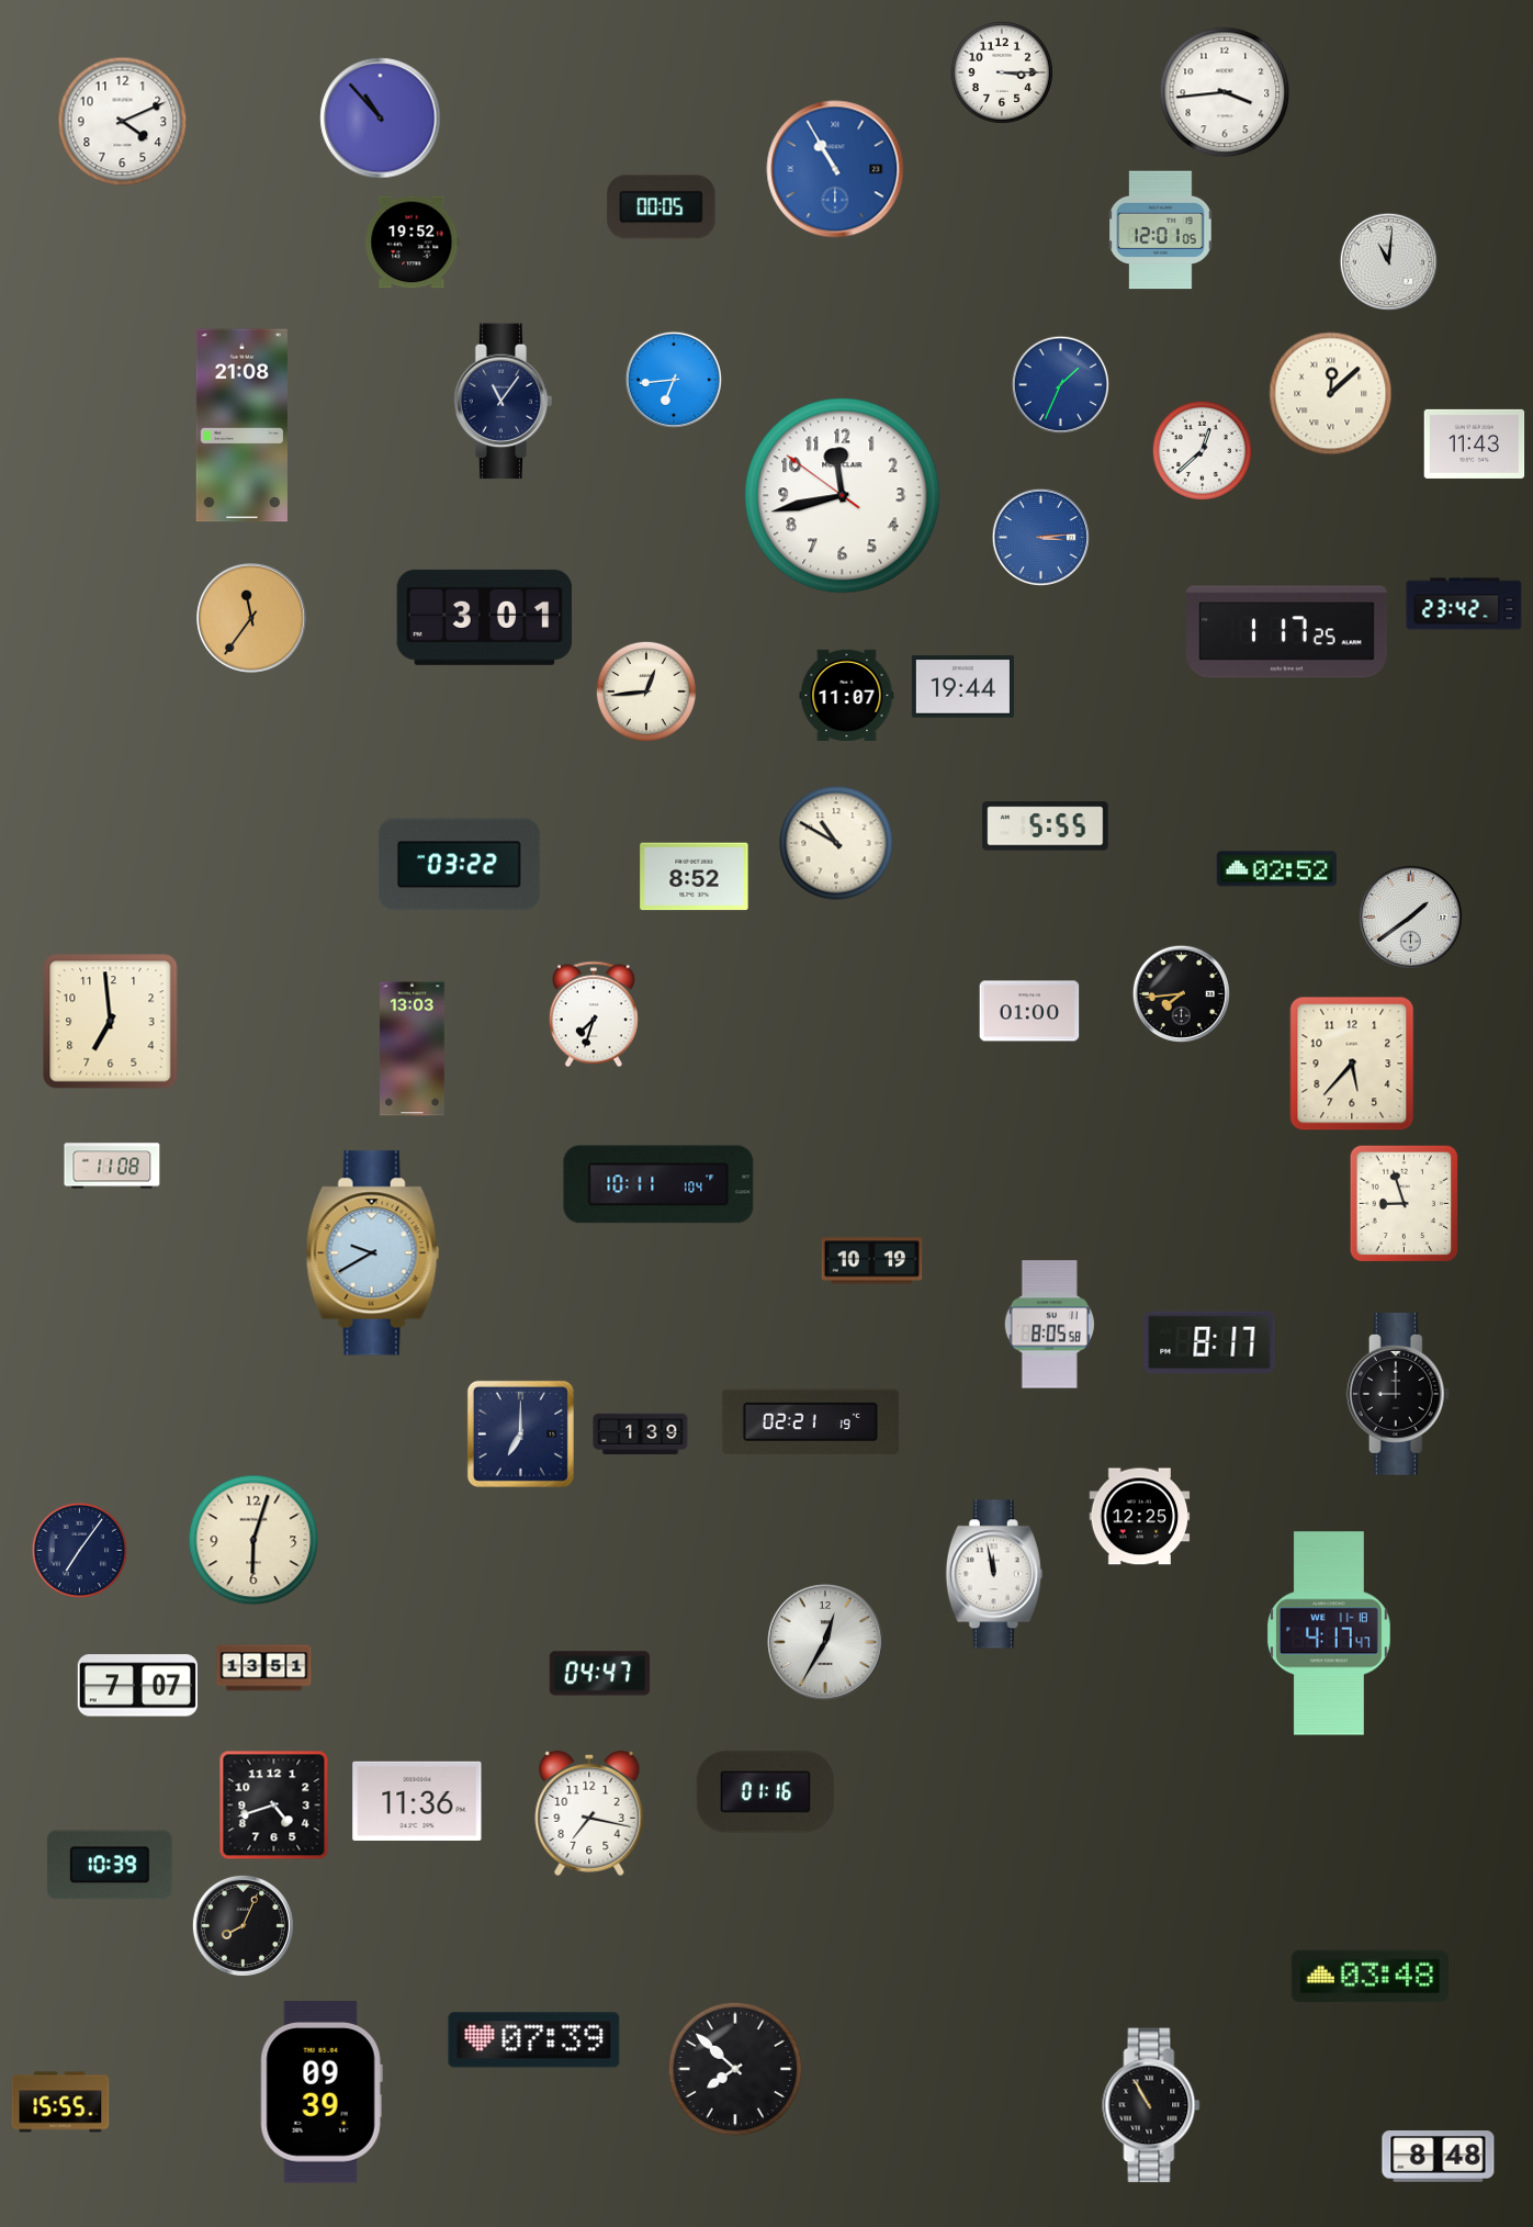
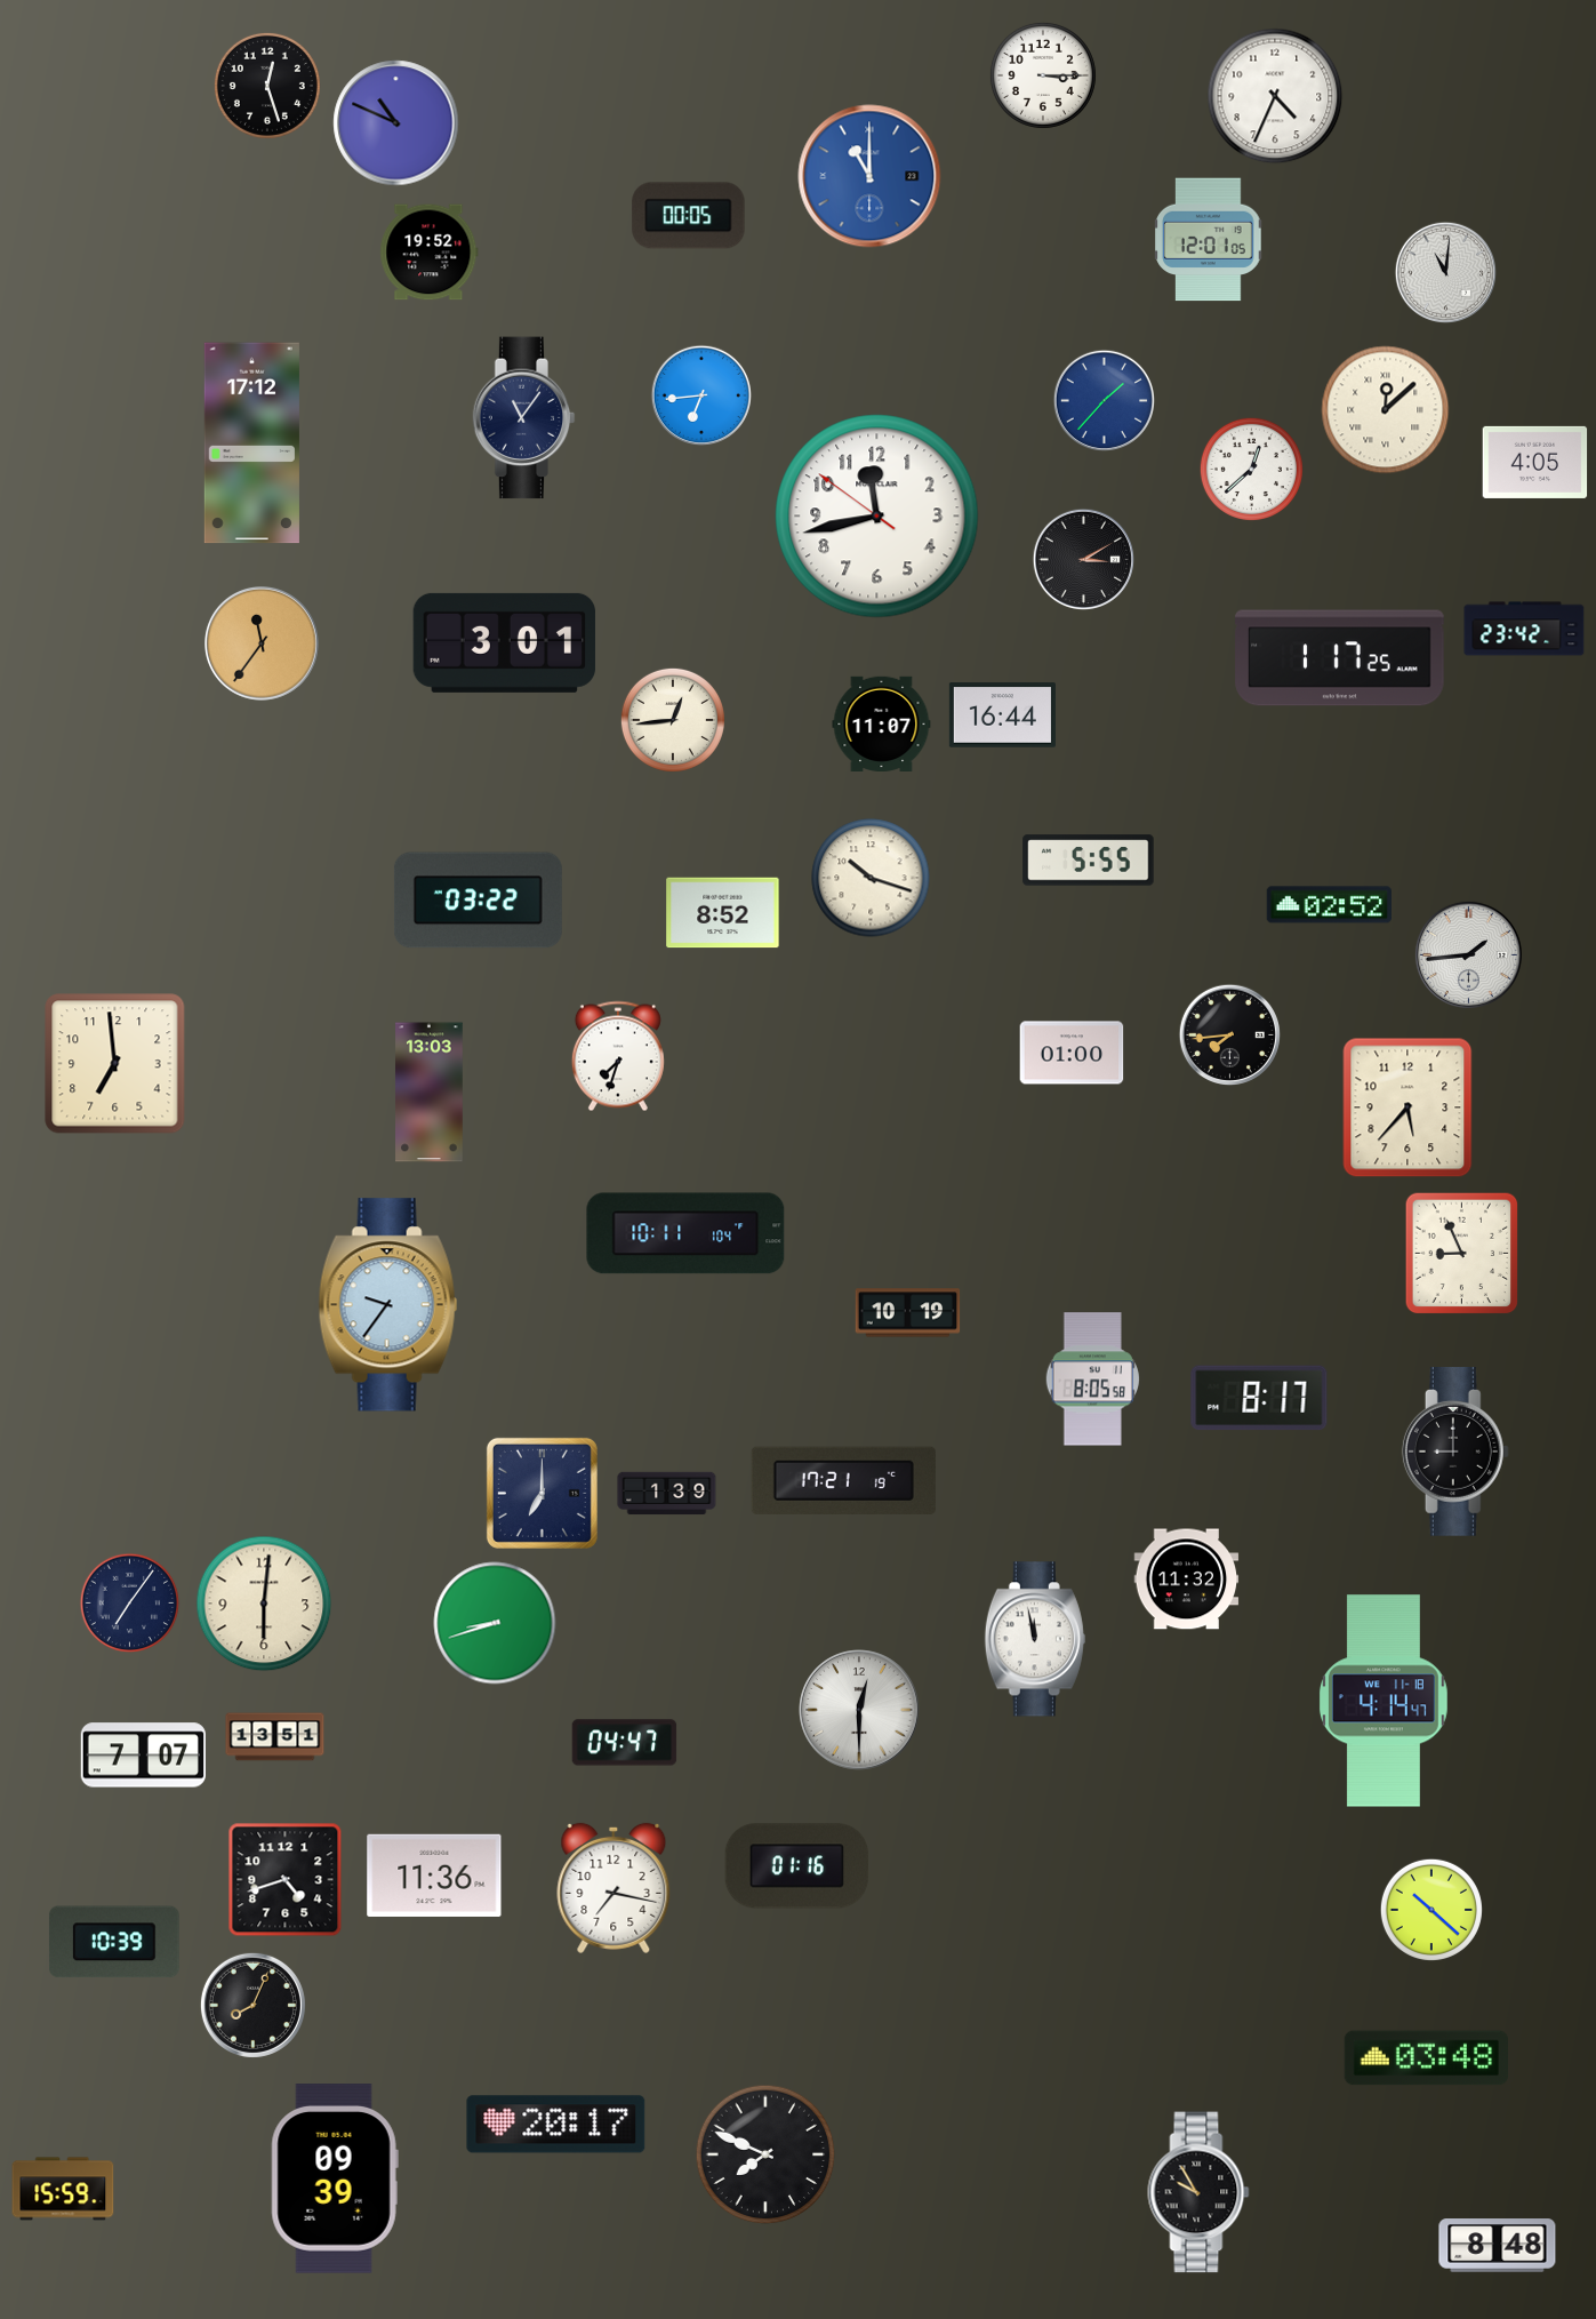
clock at (267, 86): none -> 12:27
clock at (1225, 92): 3:44 -> 4:34
clock at (381, 119): 10:53 -> 10:49
clock at (123, 122): 4:11 -> none
clock at (835, 169): 10:55 -> 11:00
clock at (1060, 384): 1:34 -> 1:37
clock at (241, 426): 21:08 -> 17:12
clock at (1475, 443): 11:43 -> 4:05
clock at (1040, 537): 3:14 -> 3:10
clock at (1040, 537) dial: blue -> black
clock at (962, 687): 19:44 -> 16:44
clock at (836, 843): 10:50 -> 10:18
clock at (1410, 916): 1:39 -> 1:44
clock at (112, 1166): 11:08 -> none
clock at (1405, 1204): 8:57 -> 8:56
clock at (373, 1253): 9:40 -> 9:36
clock at (810, 1421): 02:21 -> 17:21
clock at (1140, 1517): 12:25 -> 11:32
clock at (253, 1540): 6:03 -> 6:01
clock at (80, 1551) position: (80, 1551) -> (130, 1604)
clock at (495, 1623): none -> 8:42
clock at (1329, 1633): 4:17 -> 4:14
clock at (825, 1642): 12:35 -> 12:30
clock at (1431, 1910): none -> 10:22
clock at (534, 2040): 07:39 -> 20:17
clock at (735, 2069): 7:52 -> 7:49
clock at (60, 2102): 15:55 -> 15:59
clock at (1151, 2105): 10:55 -> 9:55
